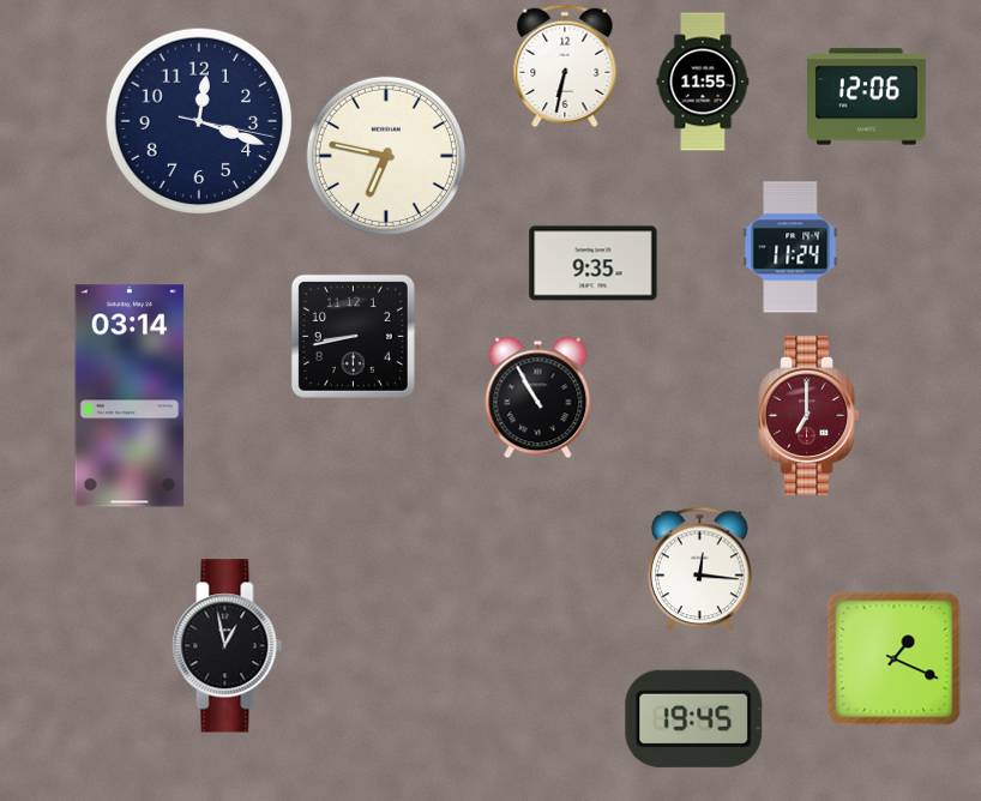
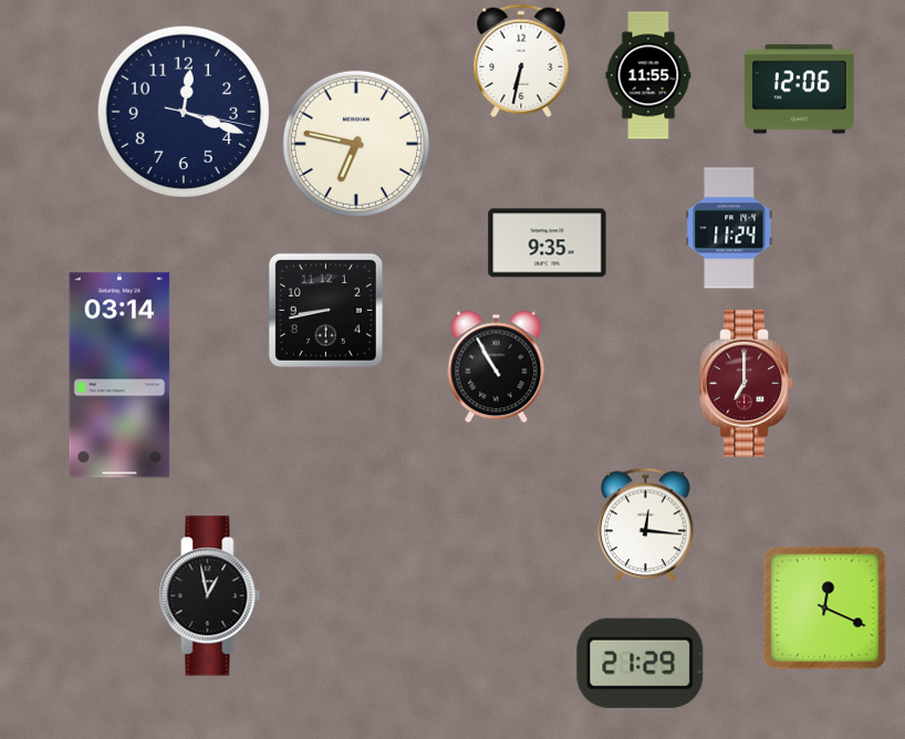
clock at (130, 396) position: (130, 396) -> (119, 375)
clock at (895, 660): 1:19 -> 12:19
clock at (694, 718): 19:45 -> 21:29
